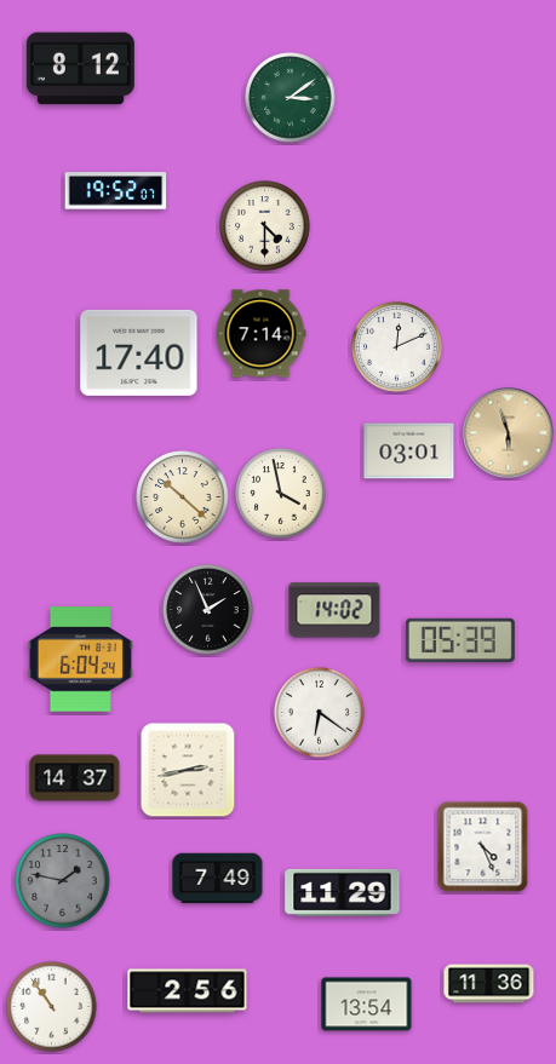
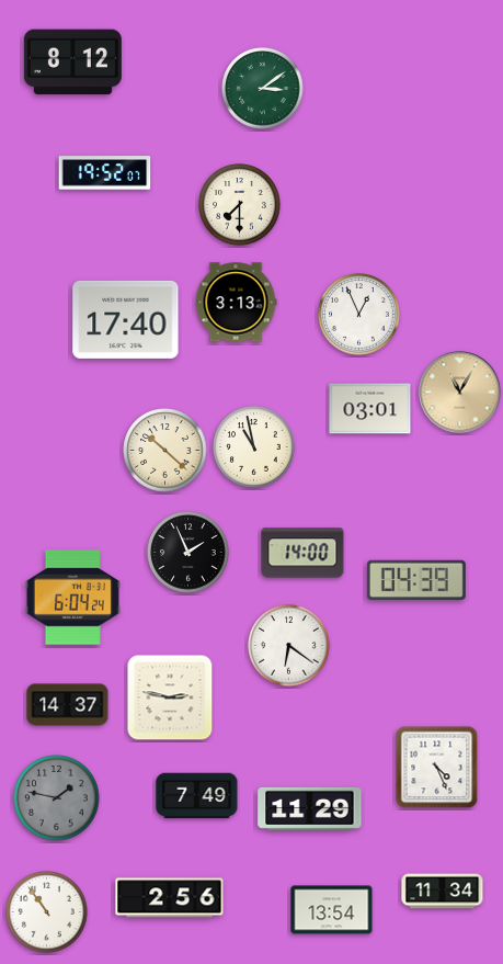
clock at (265, 226): 4:30 -> 7:30
clock at (260, 334): 7:14 -> 3:13
clock at (397, 347): 12:11 -> 12:56
clock at (509, 433): 5:57 -> 11:05
clock at (281, 494): 3:58 -> 10:58
clock at (334, 610): 14:02 -> 14:00
clock at (460, 639): 05:39 -> 04:39
clock at (188, 770): 2:43 -> 2:47
clock at (489, 984): 11:36 -> 11:34
